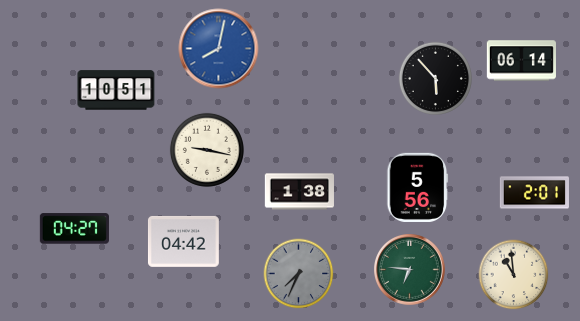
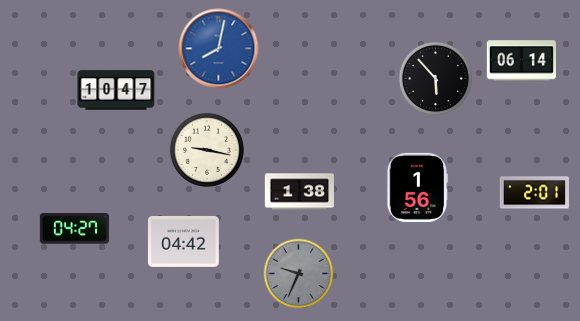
clock at (116, 90): 10:51 -> 10:47
clock at (418, 187): 5:56 -> 1:56
clock at (410, 270): 6:46 -> none
clock at (299, 274): 7:34 -> 9:34
clock at (514, 275): 10:59 -> none
